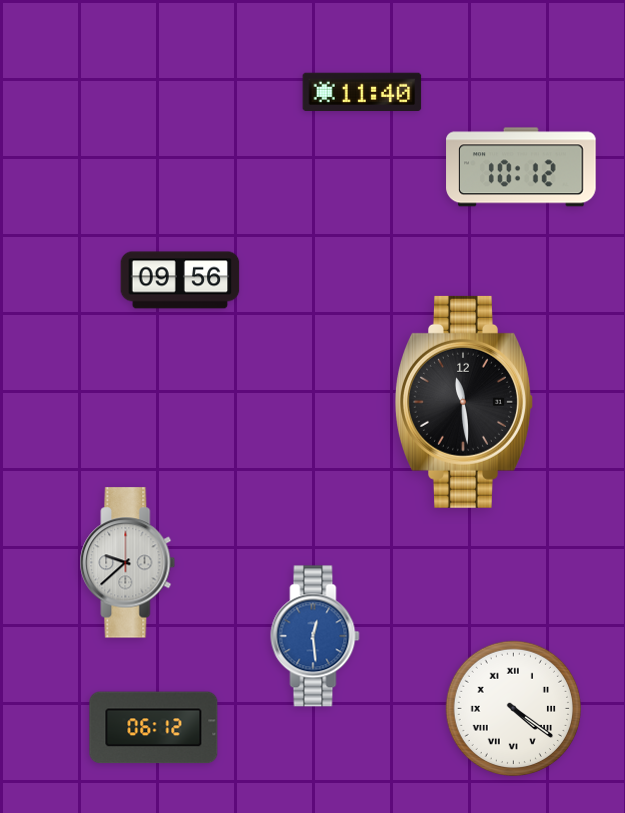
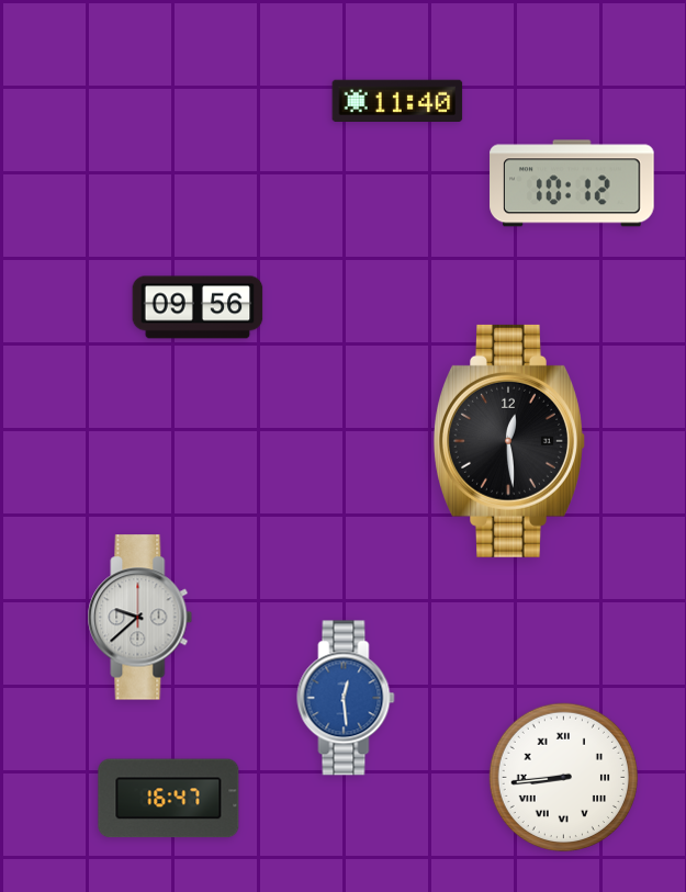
clock at (465, 402): 11:29 -> 12:29
clock at (513, 708): 4:21 -> 8:44
clock at (154, 728): 06:12 -> 16:47
